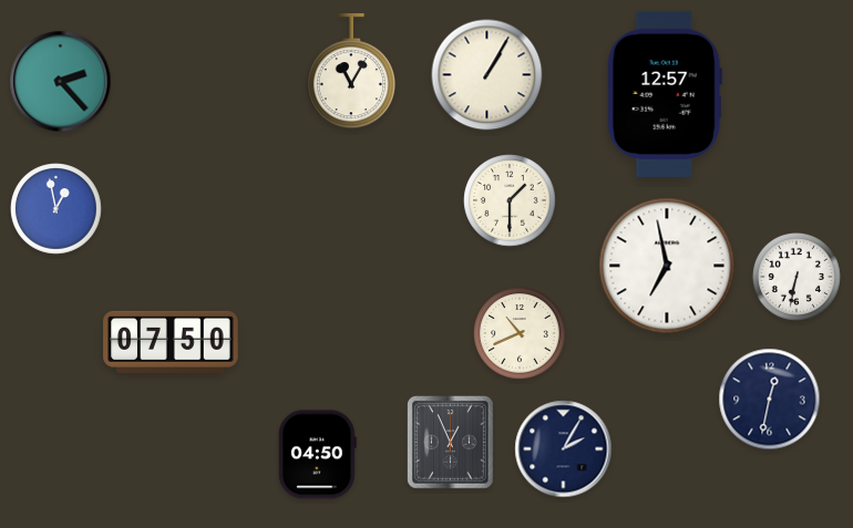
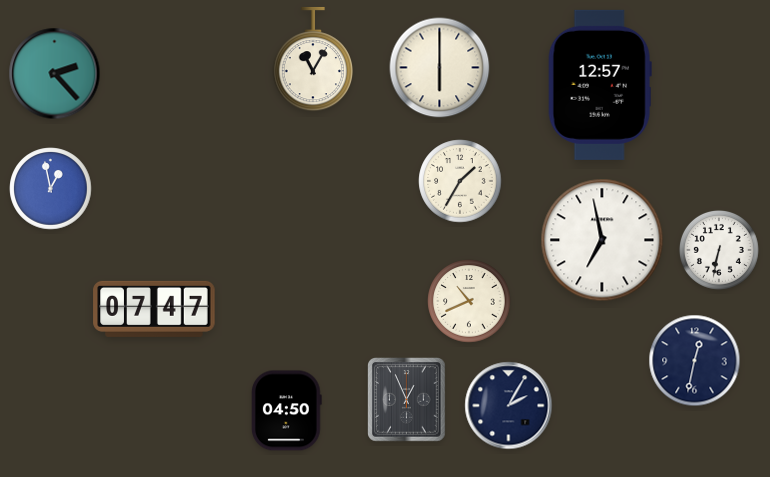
clock at (350, 71) position: (350, 71) -> (312, 59)
clock at (487, 75): 1:05 -> 6:00
clock at (510, 200): 1:30 -> 1:35
clock at (171, 342): 07:50 -> 07:47
